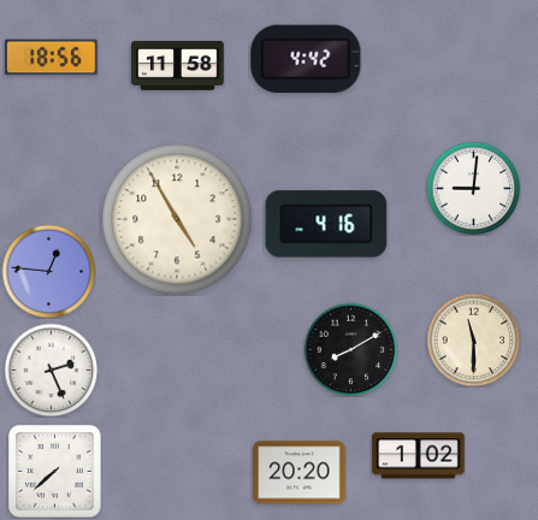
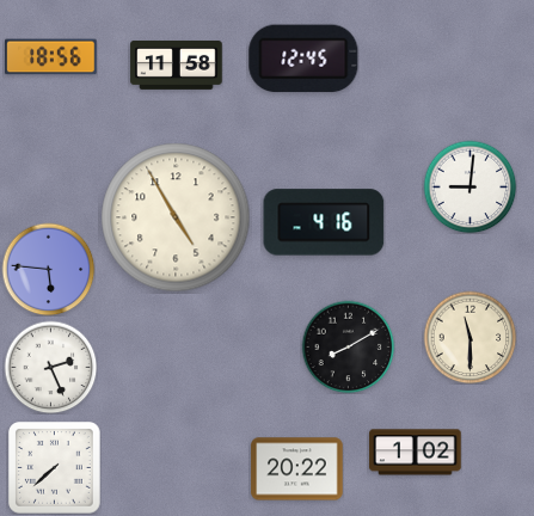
clock at (306, 59): 4:42 -> 12:45
clock at (48, 271): 12:46 -> 5:46
clock at (300, 473): 20:20 -> 20:22
